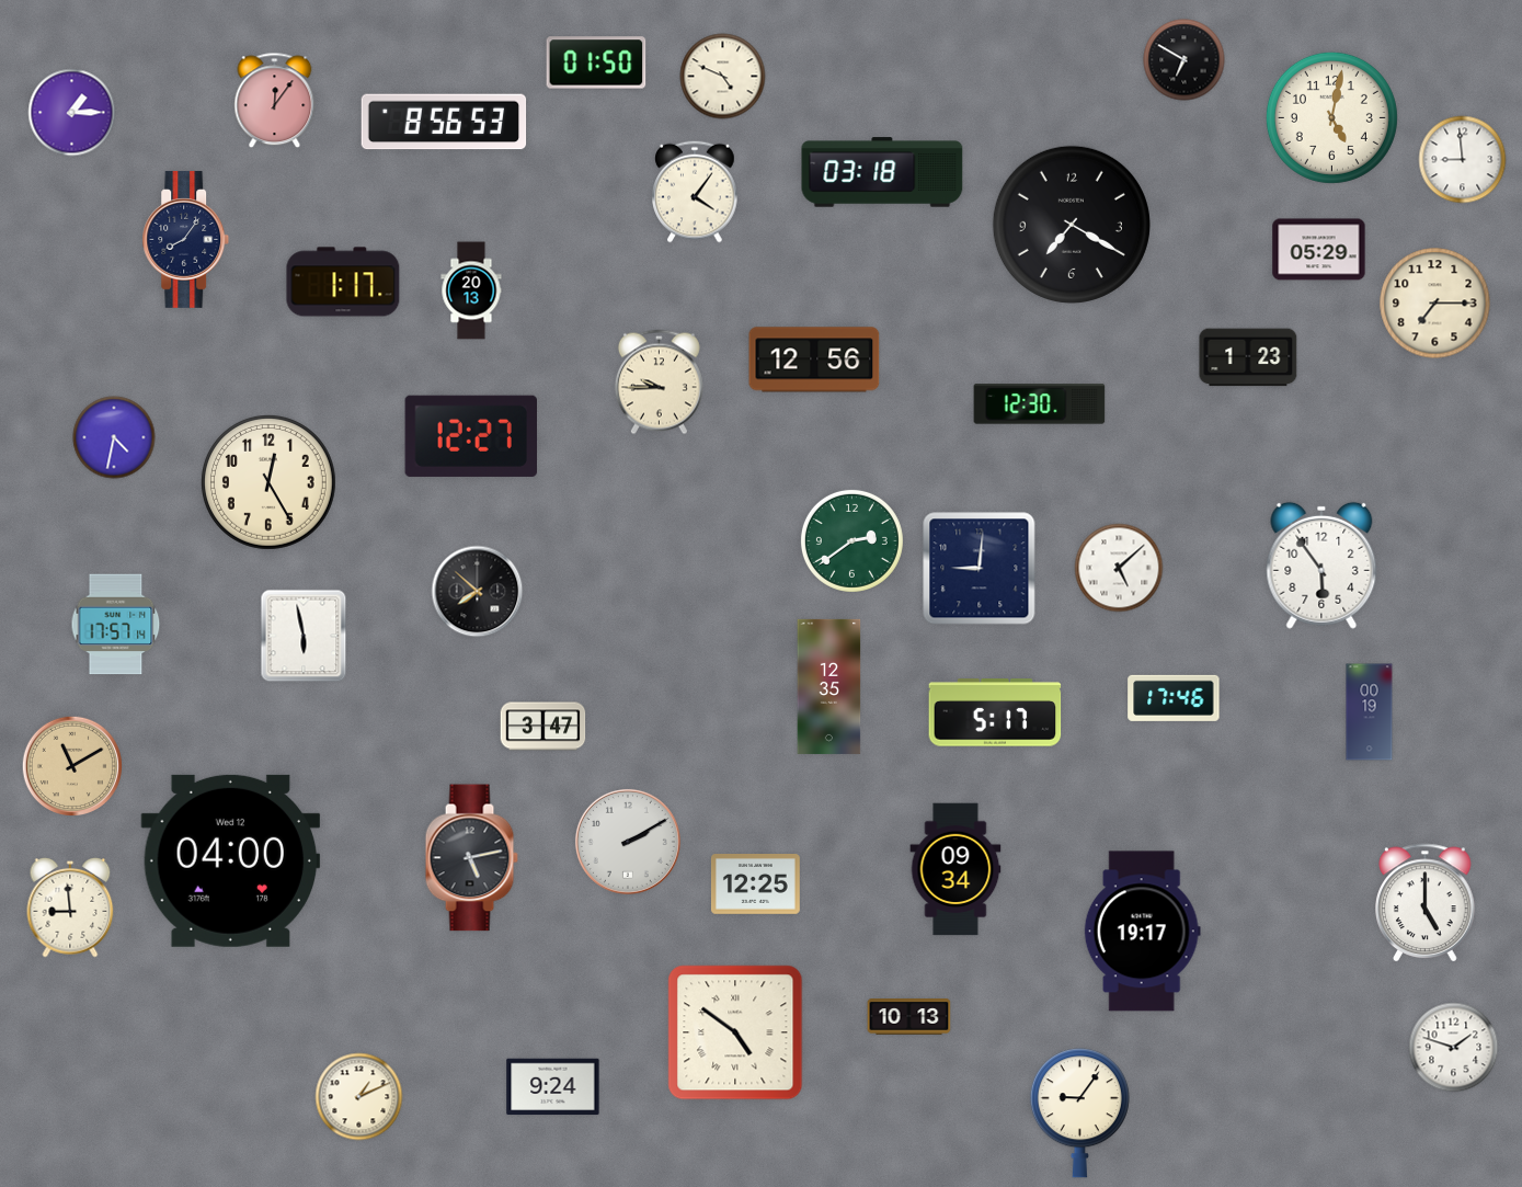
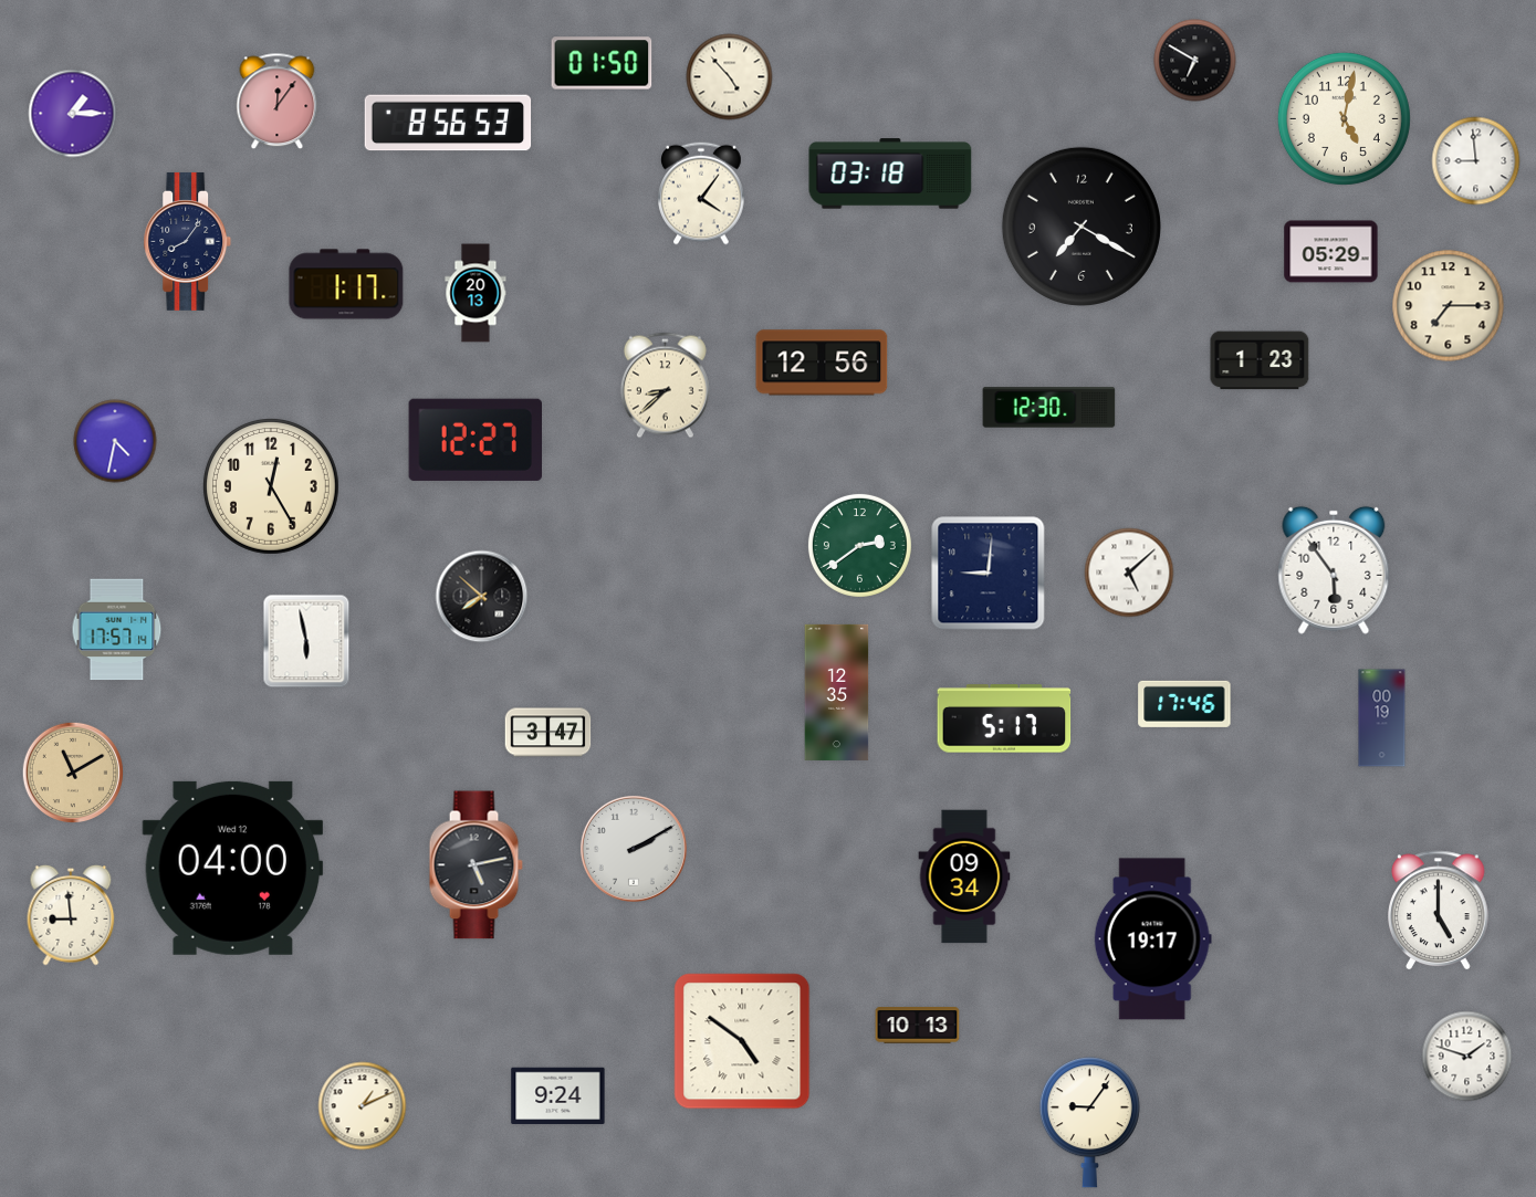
clock at (723, 77): 4:49 -> 4:53
clock at (659, 383): 9:45 -> 8:38
clock at (755, 884): 12:25 -> none
